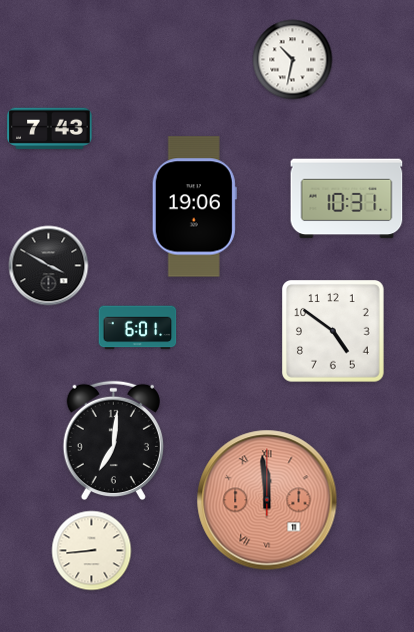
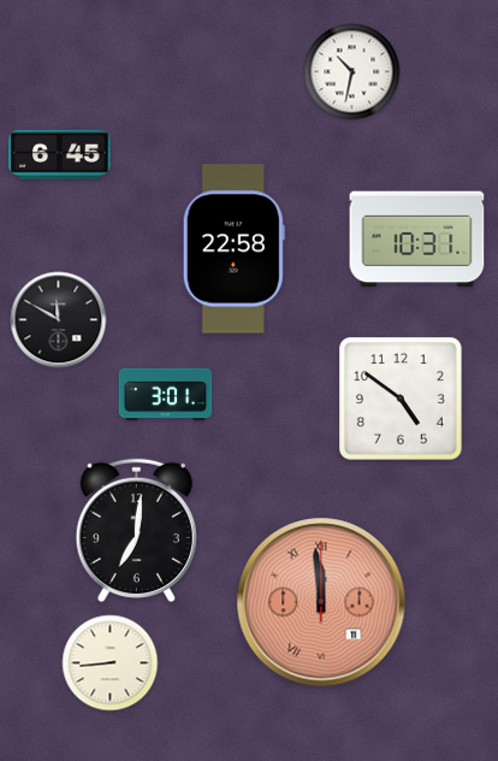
clock at (50, 128): 7:43 -> 6:45
clock at (194, 207): 19:06 -> 22:58
clock at (49, 266): 3:50 -> 11:50
clock at (138, 328): 6:01 -> 3:01
